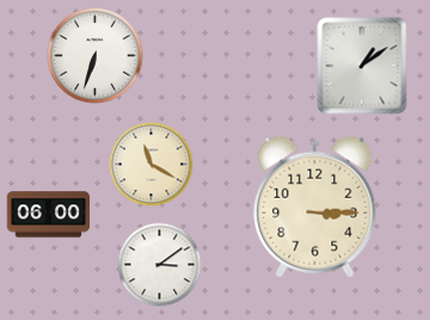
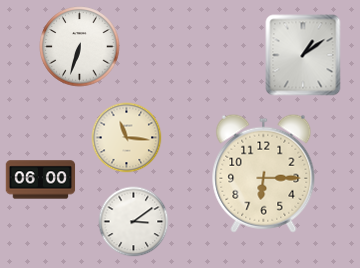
clock at (152, 165): 11:20 -> 11:16
clock at (315, 207): 3:15 -> 6:15
